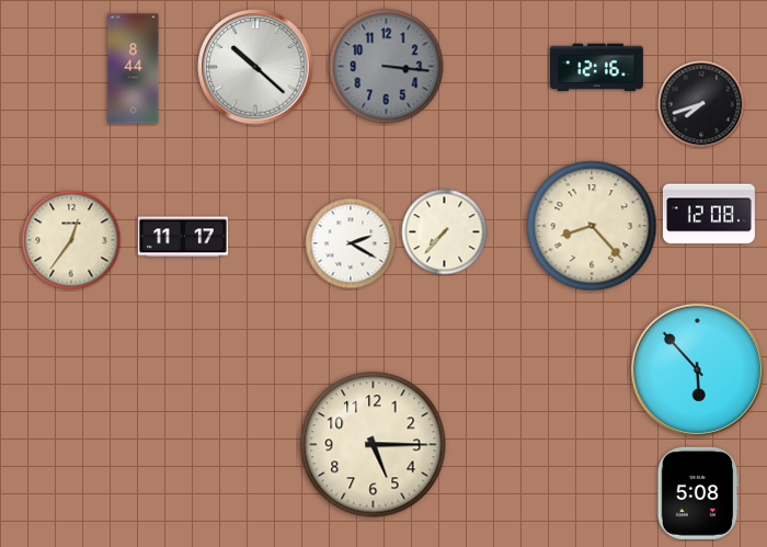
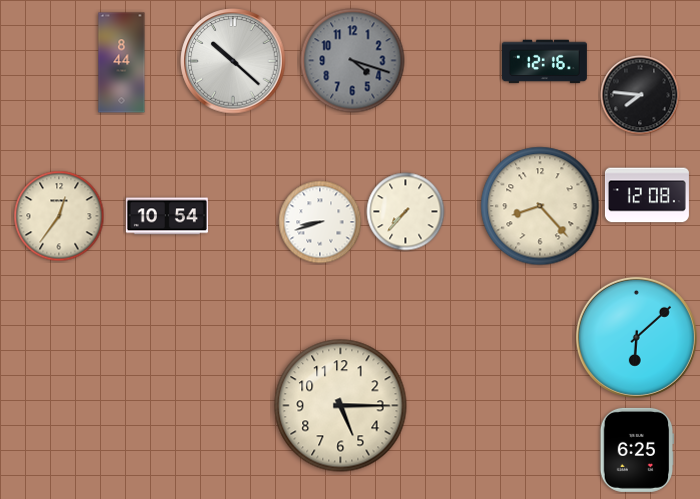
clock at (387, 67): 3:16 -> 4:18
clock at (701, 104): 7:42 -> 7:46
clock at (183, 237): 11:17 -> 10:54
clock at (71, 240) position: (71, 240) -> (59, 216)
clock at (351, 243): 2:20 -> 8:42
clock at (697, 369): 5:53 -> 6:08
clock at (698, 493): 5:08 -> 6:25
